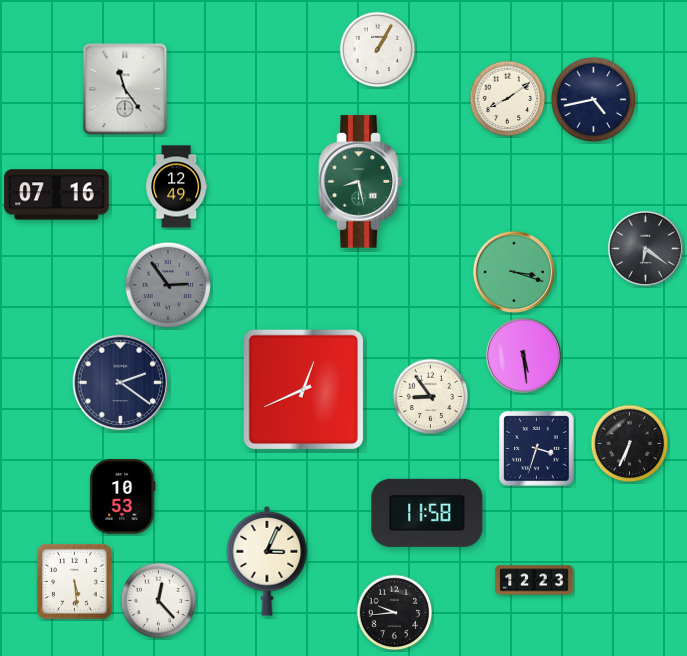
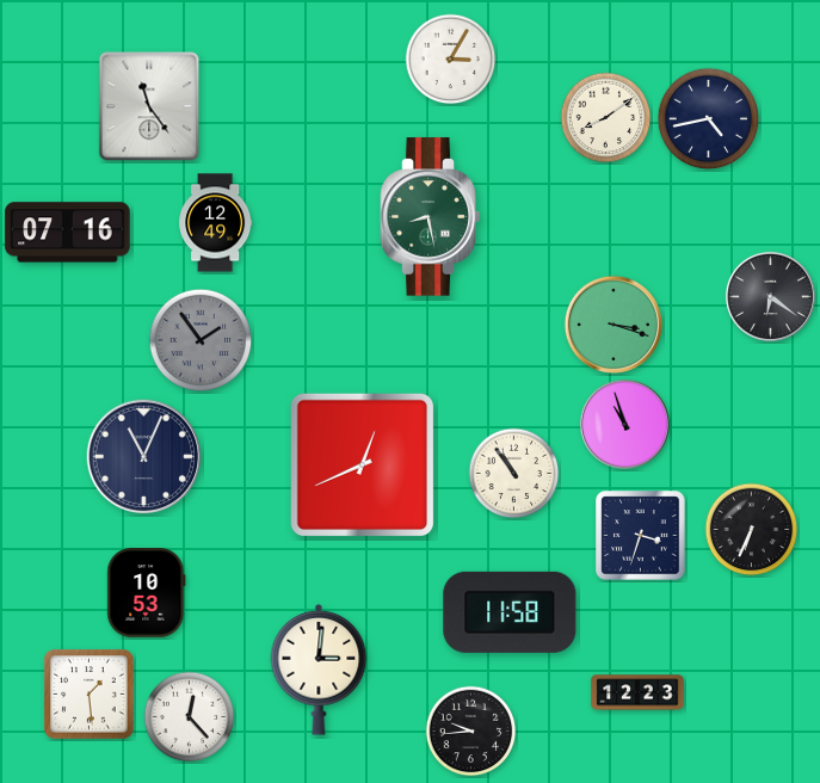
clock at (378, 50): 1:05 -> 3:05
clock at (177, 187) position: (177, 187) -> (216, 223)
clock at (168, 285): 2:54 -> 1:54
clock at (523, 355): 5:29 -> 10:57
clock at (121, 383): 2:21 -> 11:04
clock at (431, 397): 8:54 -> 10:54
clock at (267, 561): 3:04 -> 3:01
clock at (75, 582): 5:29 -> 1:29
